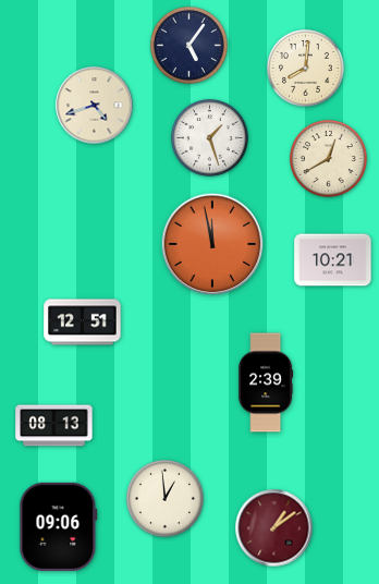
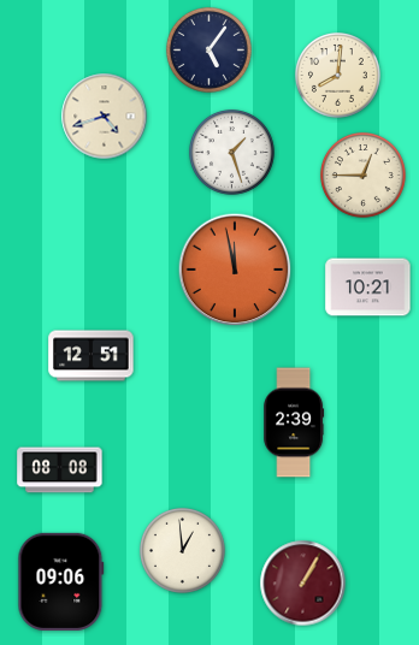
clock at (328, 158): 12:40 -> 12:45
clock at (54, 426): 08:13 -> 08:08
clock at (59, 526) position: (59, 526) -> (61, 581)
clock at (274, 528): 1:09 -> 1:05
